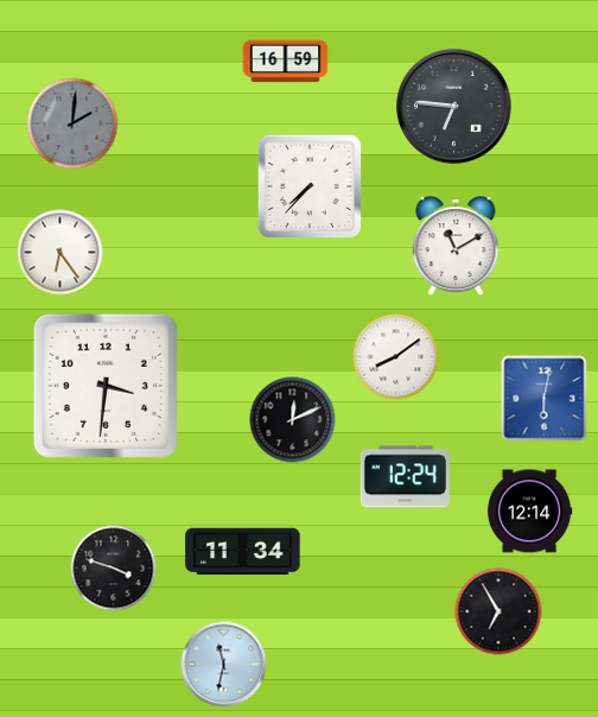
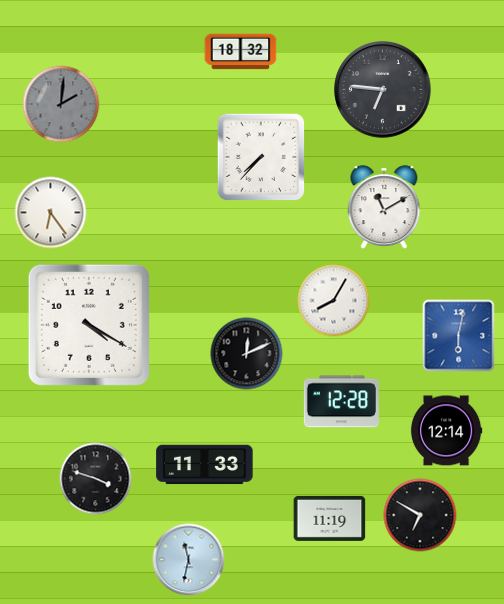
clock at (286, 62): 16:59 -> 18:32
clock at (396, 357): 8:09 -> 8:05
clock at (106, 386): 3:31 -> 4:20
clock at (405, 477): 12:24 -> 12:28
clock at (243, 552): 11:34 -> 11:33
clock at (498, 611): 6:55 -> 6:50
clock at (330, 518): none -> 11:19
